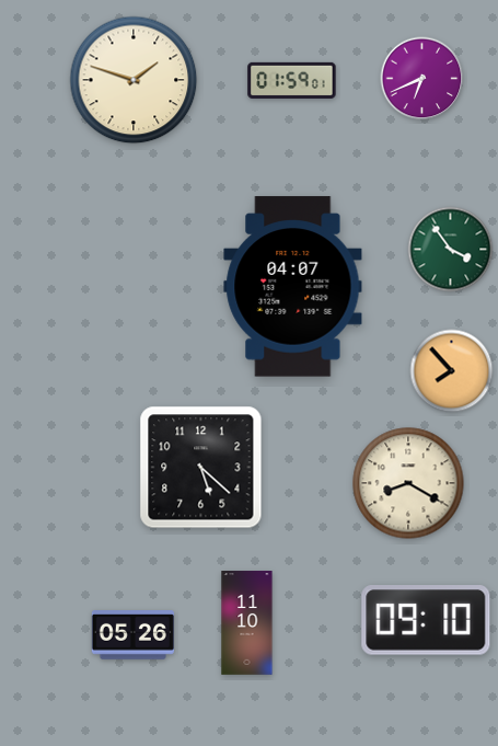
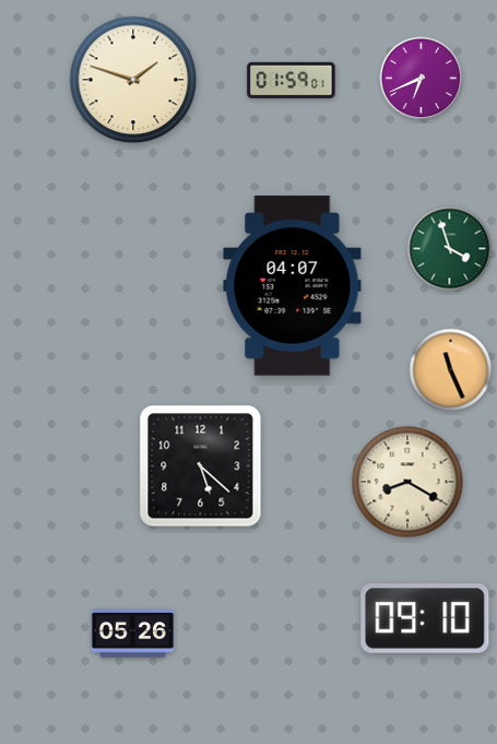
clock at (451, 250): 3:54 -> 3:57
clock at (452, 371): 7:53 -> 11:26
clock at (247, 623): 11:10 -> none
